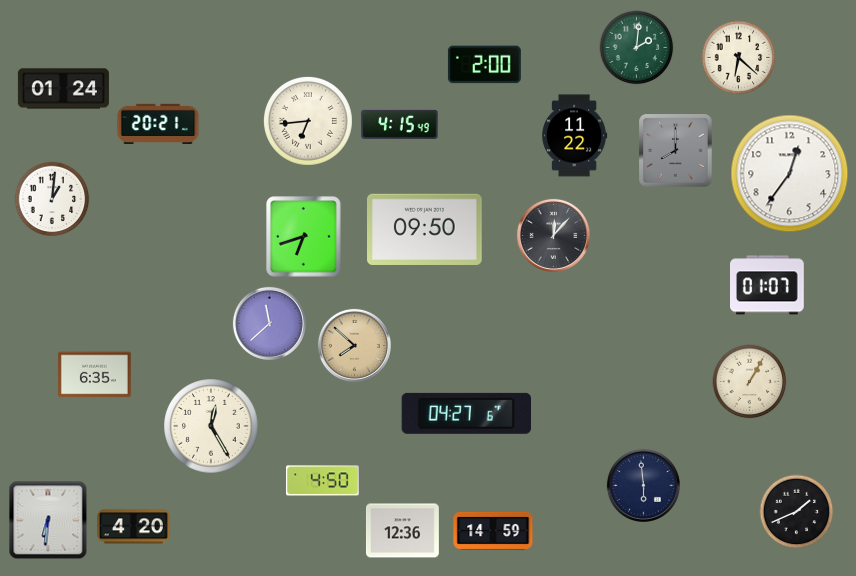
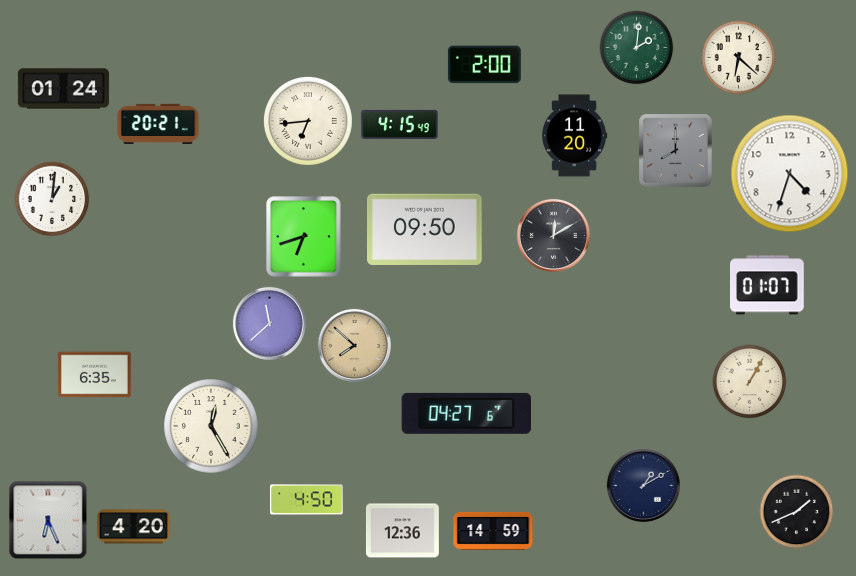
clock at (574, 136): 11:22 -> 11:20
clock at (790, 174): 12:36 -> 4:33
clock at (553, 235): 12:07 -> 12:10
clock at (322, 481) position: (322, 481) -> (306, 500)
clock at (643, 485): 5:59 -> 1:10
clock at (48, 520): 6:31 -> 6:26
